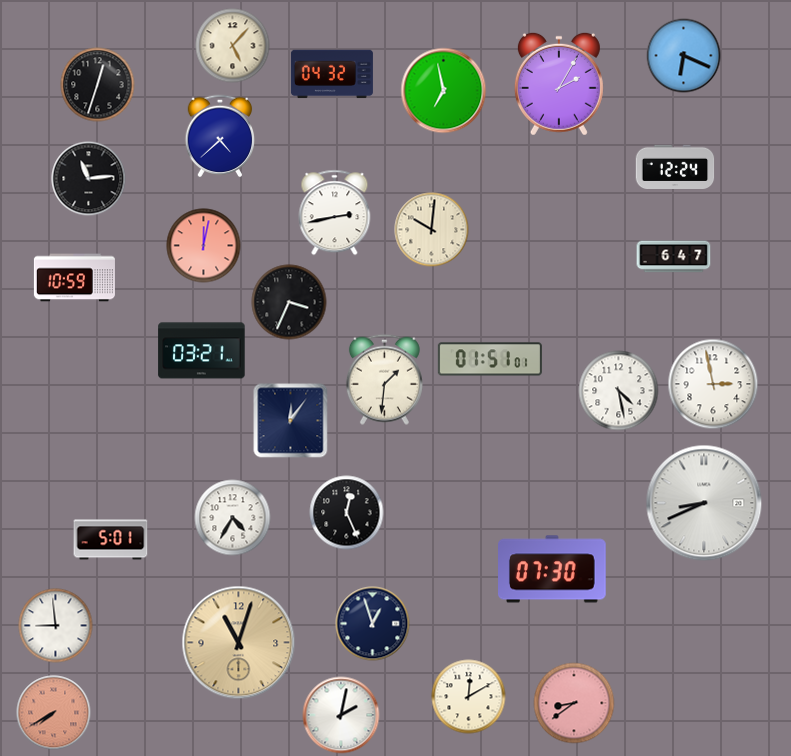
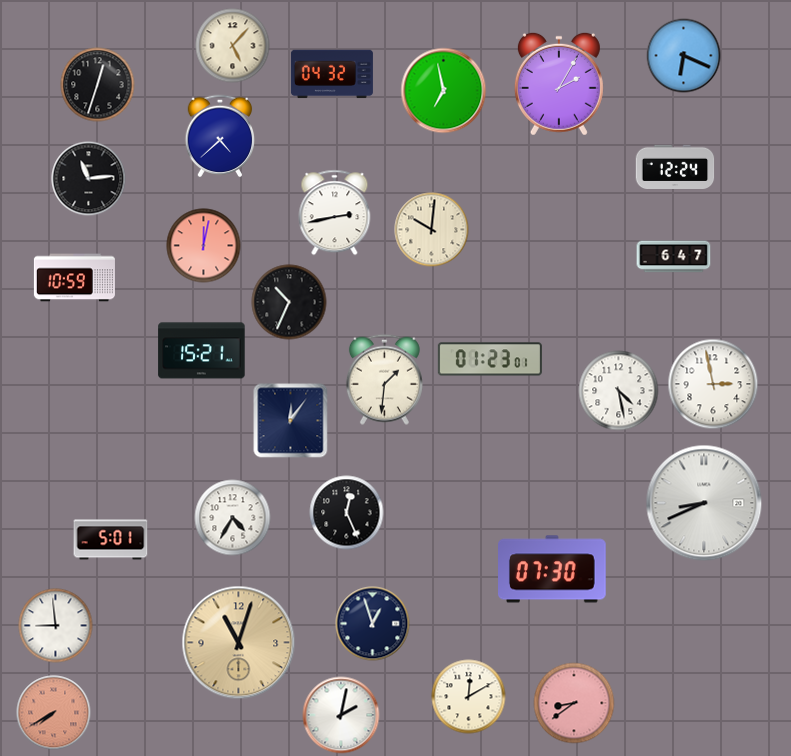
clock at (289, 302): 3:34 -> 10:34
clock at (202, 351): 03:21 -> 15:21
clock at (490, 359): 01:51 -> 01:23
